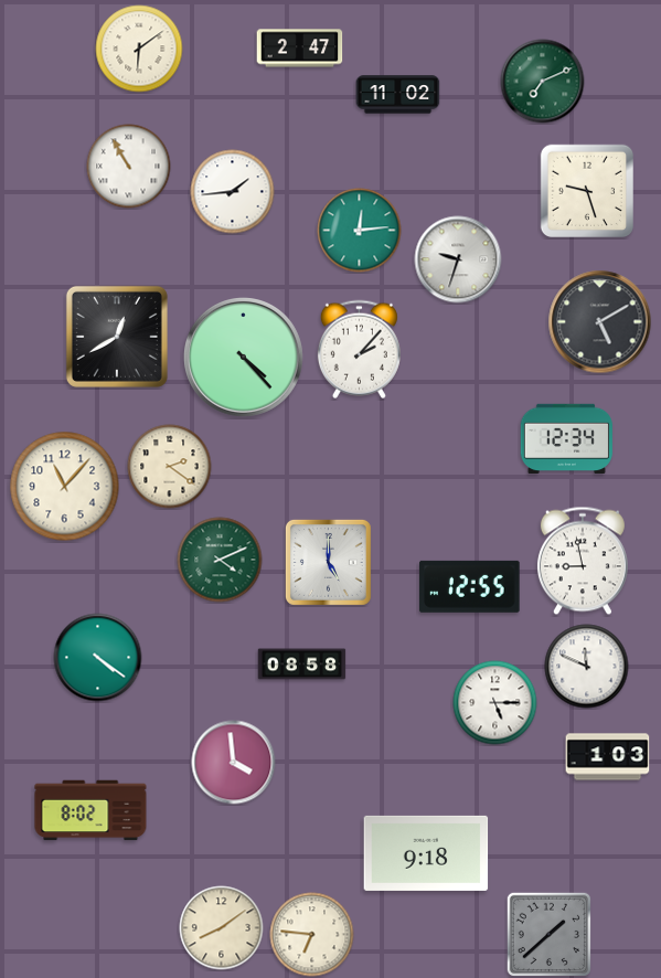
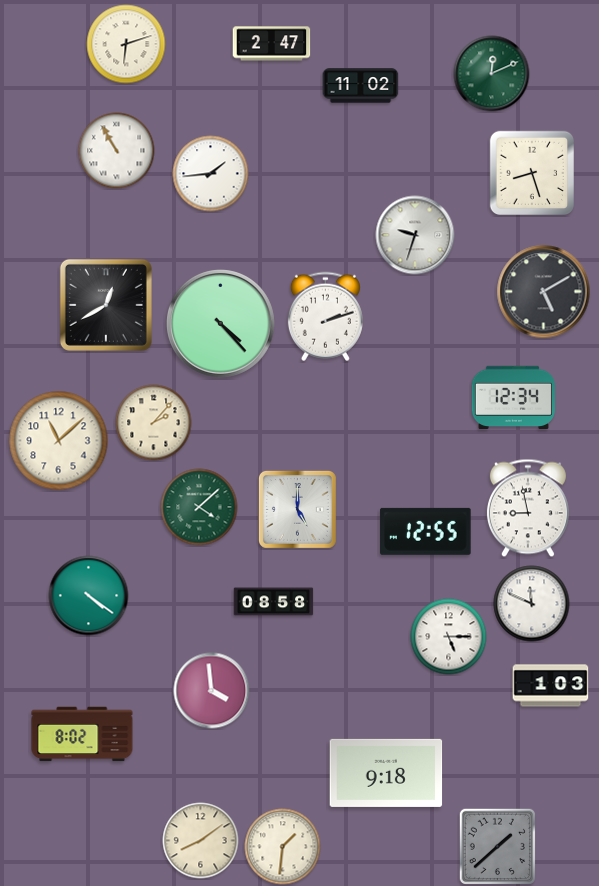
clock at (139, 49): 6:09 -> 6:12
clock at (543, 82): 7:11 -> 12:11
clock at (587, 191): 9:27 -> 8:27
clock at (360, 231): 12:14 -> none
clock at (359, 350): 2:07 -> 2:12
clock at (170, 467): 2:21 -> 2:07
clock at (65, 487): 11:07 -> 11:08
clock at (220, 560): 4:11 -> 4:08
clock at (312, 935): 6:46 -> 1:31
